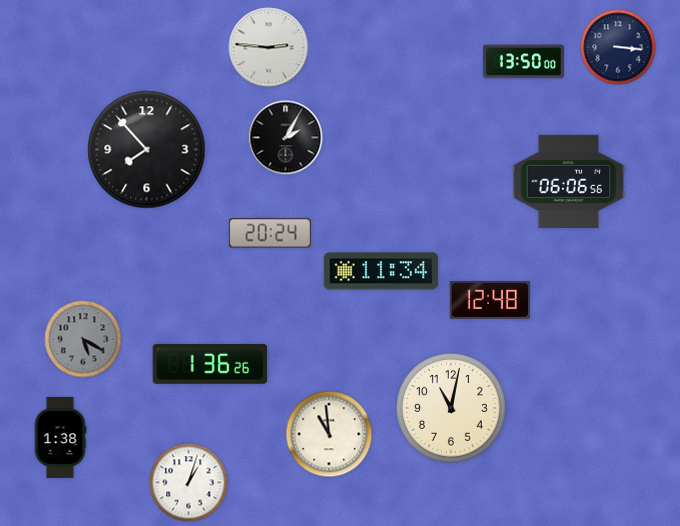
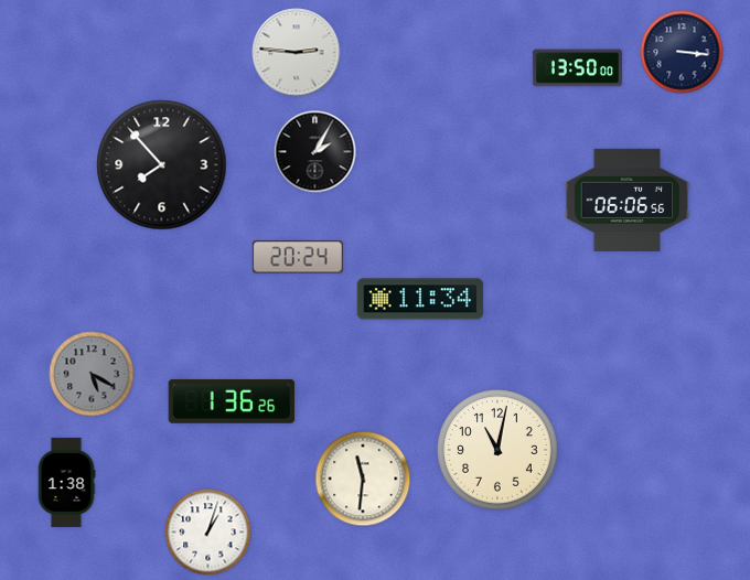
clock at (490, 300): 12:48 -> none
clock at (329, 434): 10:59 -> 11:31
